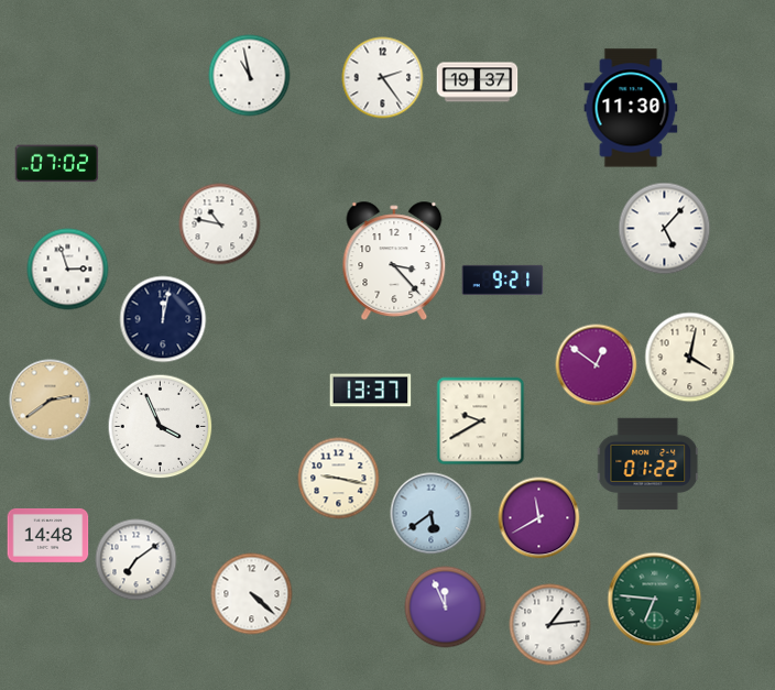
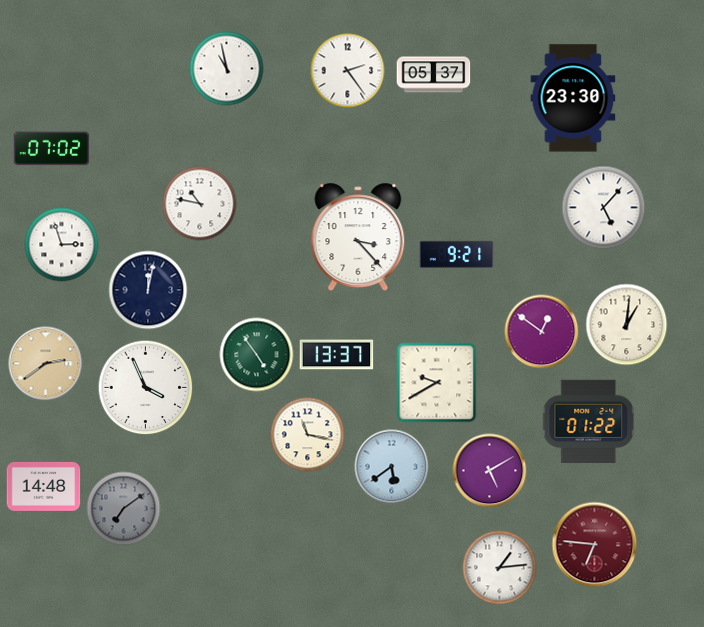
clock at (478, 83): 19:37 -> 05:37
clock at (631, 108): 11:30 -> 23:30
clock at (690, 358): 4:02 -> 1:01
clock at (257, 355): none -> 4:54
clock at (339, 479): 9:17 -> 11:17
clock at (539, 518): 11:40 -> 5:10
clock at (137, 560) dial: white -> grey
clock at (252, 594): 4:22 -> none
clock at (655, 600) dial: green -> burgundy
clock at (446, 607): 11:56 -> none
